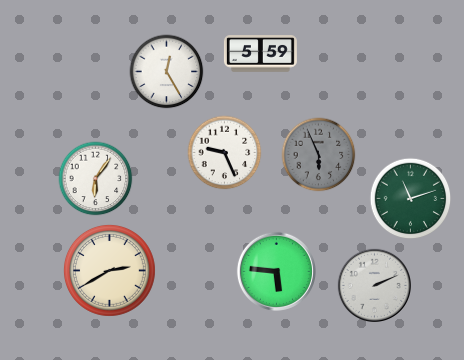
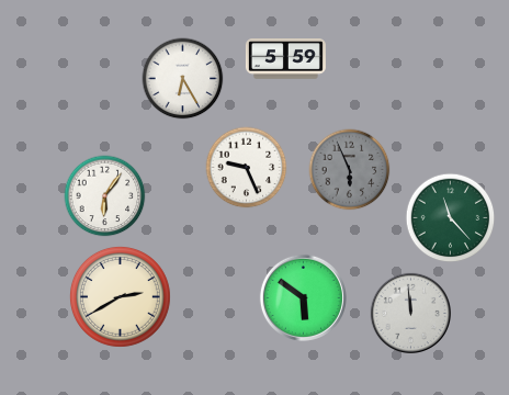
clock at (167, 72): 12:25 -> 6:25
clock at (411, 199): 11:12 -> 11:23
clock at (276, 271): 5:46 -> 5:51
clock at (374, 285): 2:11 -> 11:59
